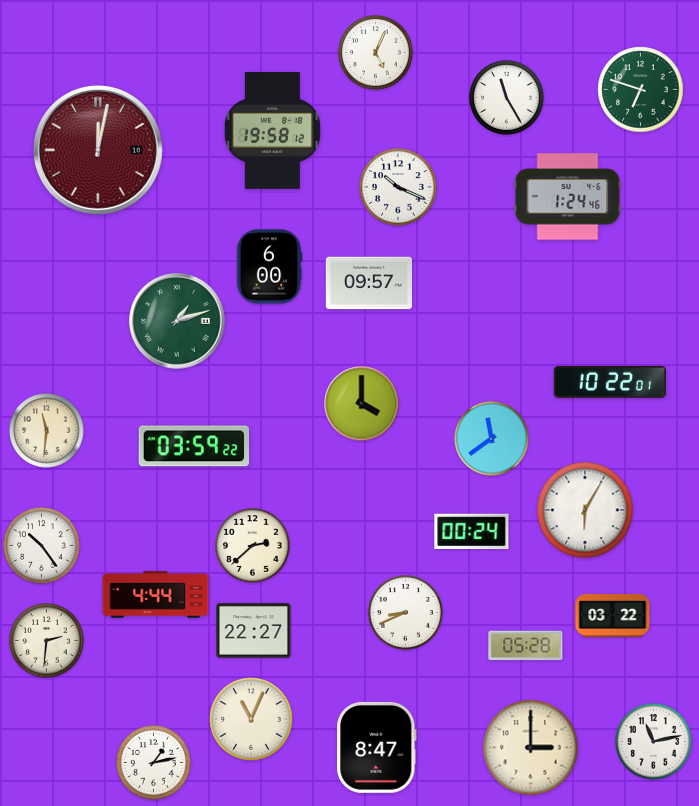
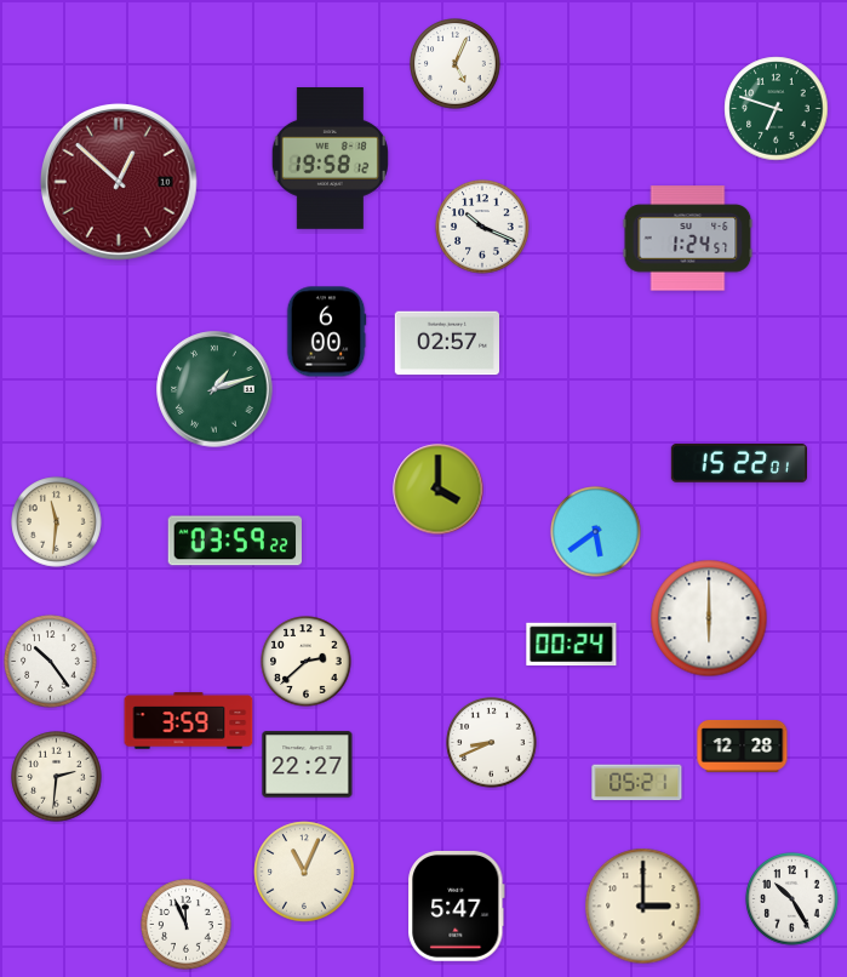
clock at (507, 98): 11:25 -> none
clock at (98, 150): 12:02 -> 12:52
clock at (568, 197): 1:24:46 -> 1:24:57
clock at (269, 267) position: (269, 267) -> (326, 332)
clock at (368, 283): 09:57 -> 02:57
clock at (610, 383): 10:22 -> 15:22
clock at (492, 439): 11:39 -> 5:39
clock at (585, 510): 6:05 -> 6:00
clock at (156, 595): 4:44 -> 3:59
clock at (613, 616): 03:22 -> 12:28
clock at (526, 646): 05:28 -> 05:21
clock at (654, 742): 11:13 -> 10:25
clock at (377, 747): 8:47 -> 5:47
clock at (154, 763): 1:13 -> 11:56
